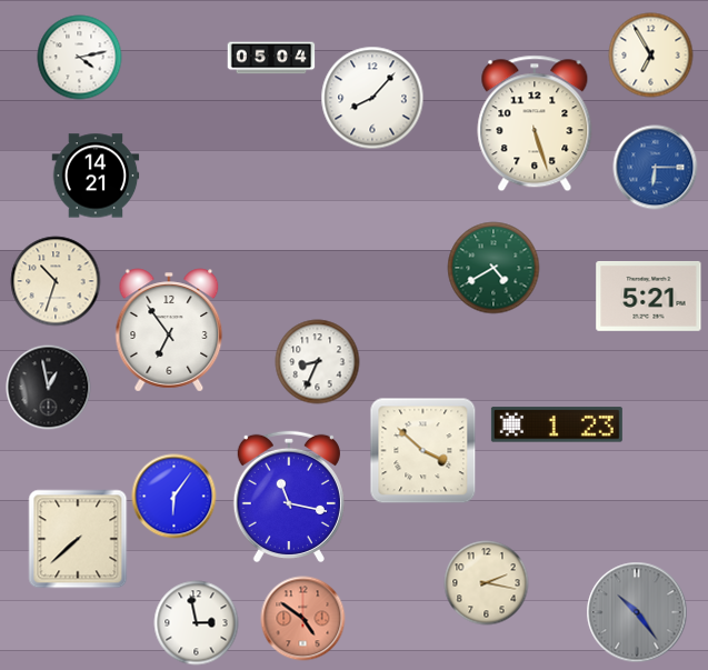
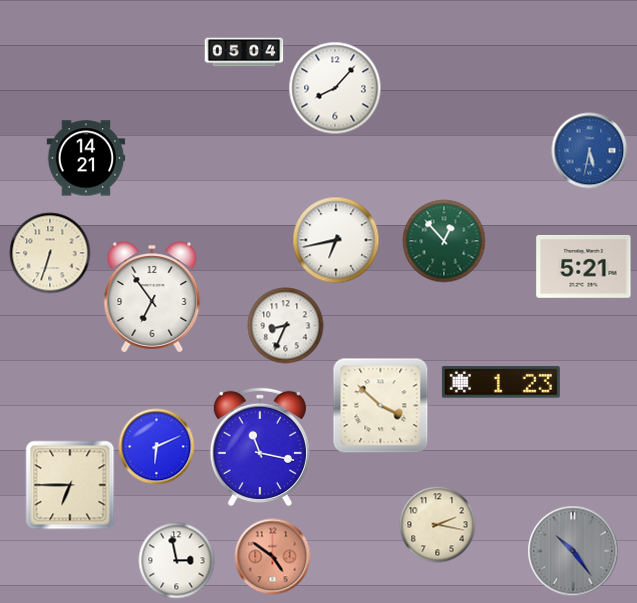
clock at (651, 56): 6:55 -> none
clock at (80, 58): 4:13 -> none
clock at (535, 123): 5:27 -> none
clock at (656, 168): 6:15 -> 5:32
clock at (336, 240): none -> 6:43
clock at (493, 268): 4:40 -> 12:53
clock at (56, 281): 10:33 -> 6:33
clock at (49, 388): 12:58 -> none
clock at (174, 497): 6:06 -> 6:11
clock at (78, 539): 7:38 -> 6:45
